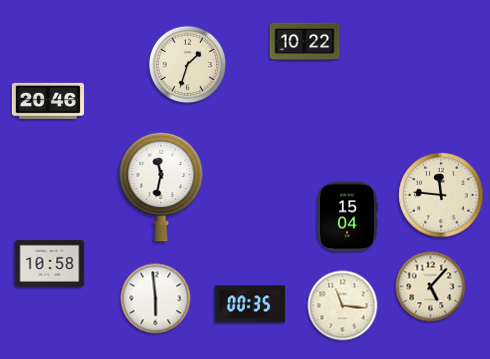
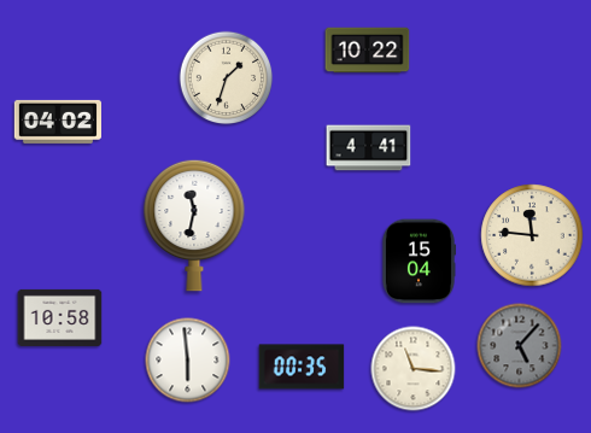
clock at (47, 101): 20:46 -> 04:02
clock at (369, 148): none -> 4:41
clock at (431, 287) dial: cream -> grey
